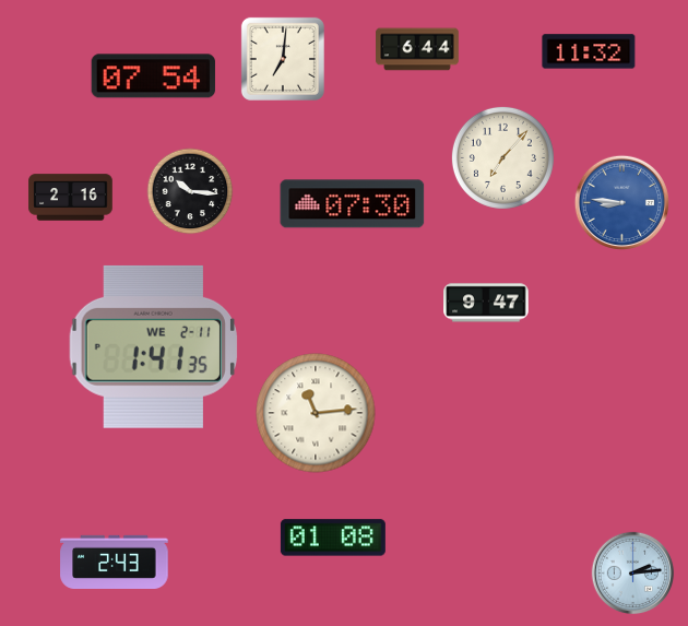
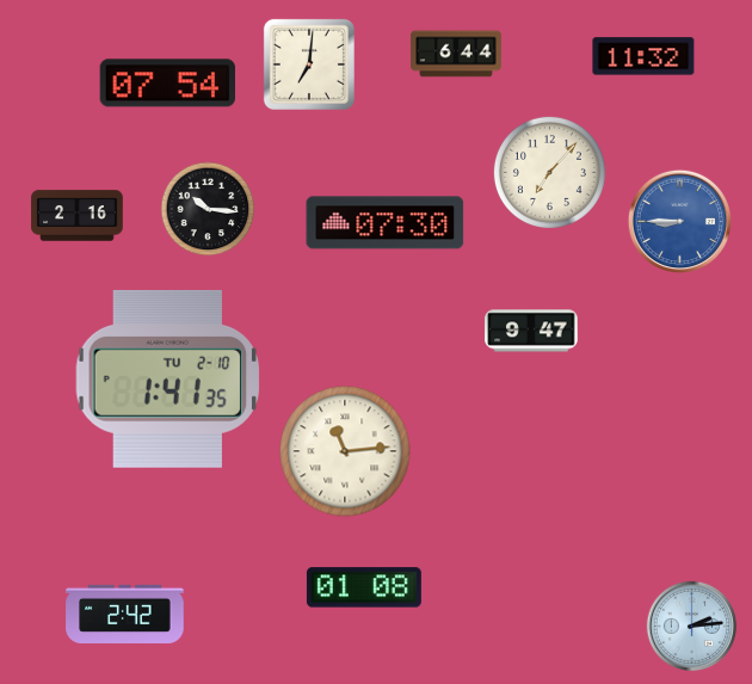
clock at (621, 202): 8:46 -> 8:45
clock at (153, 346) date: WE 2-11 -> TU 2-10
clock at (115, 562): 2:43 -> 2:42
